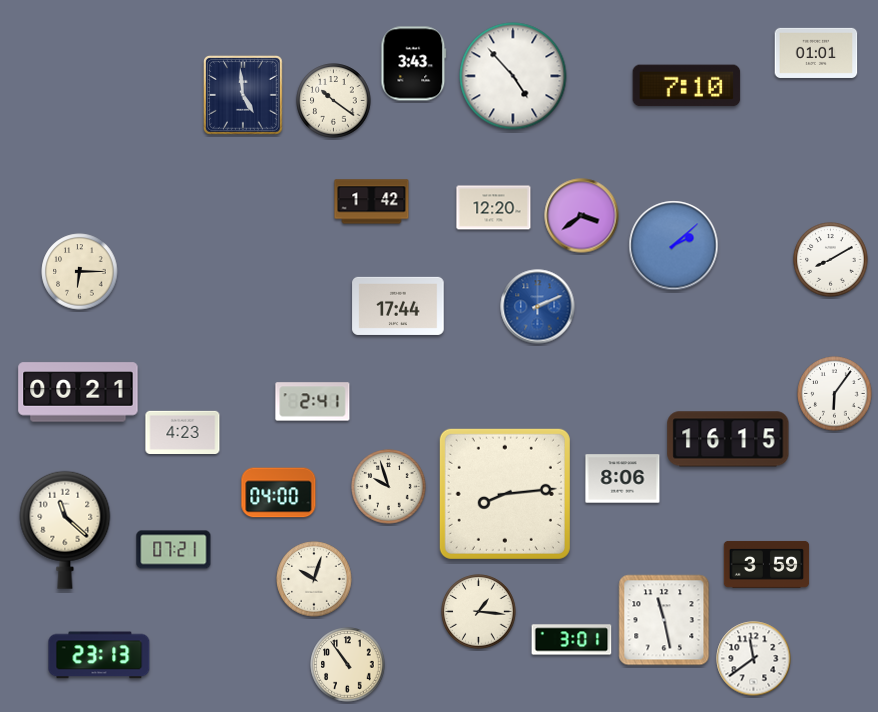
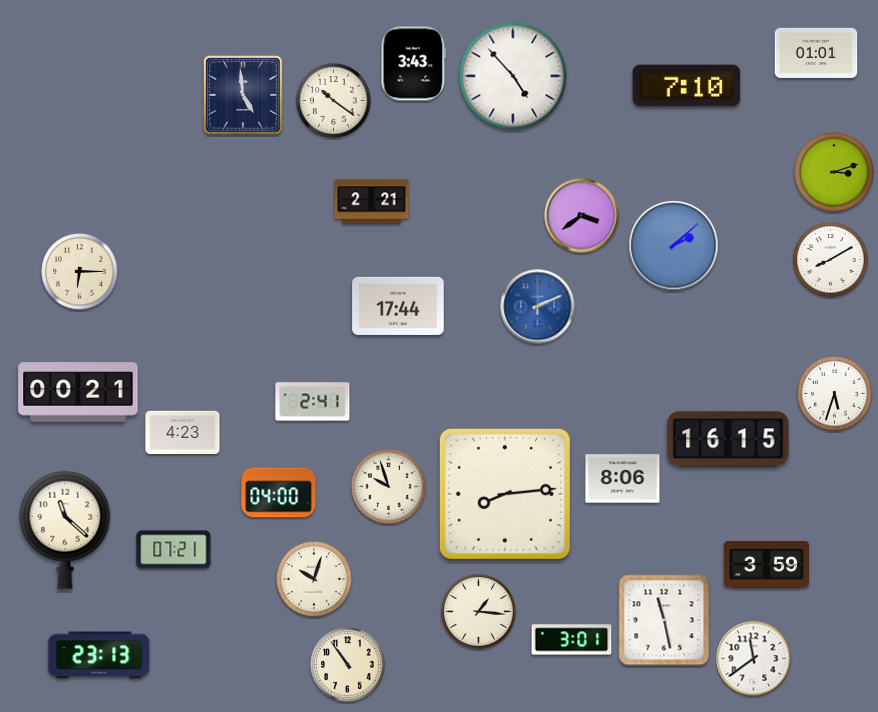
clock at (834, 172): none -> 3:12
clock at (372, 202): 1:42 -> 2:21
clock at (494, 208): 12:20 -> none
clock at (835, 394): 6:06 -> 5:33
